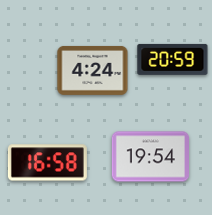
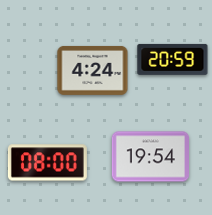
clock at (47, 163): 16:58 -> 08:00
